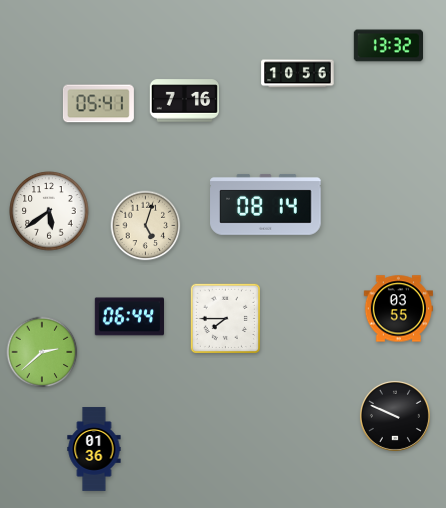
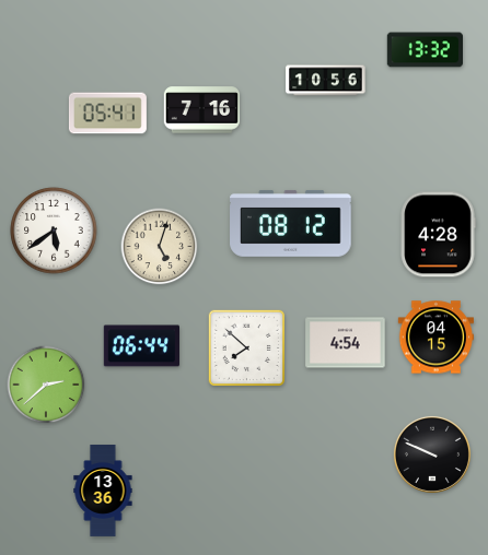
clock at (266, 204): 08:14 -> 08:12
clock at (438, 235): none -> 4:28
clock at (398, 309): 03:55 -> 04:15
clock at (346, 343): none -> 4:54
clock at (225, 318): 7:45 -> 7:52
clock at (94, 450): 01:36 -> 13:36
